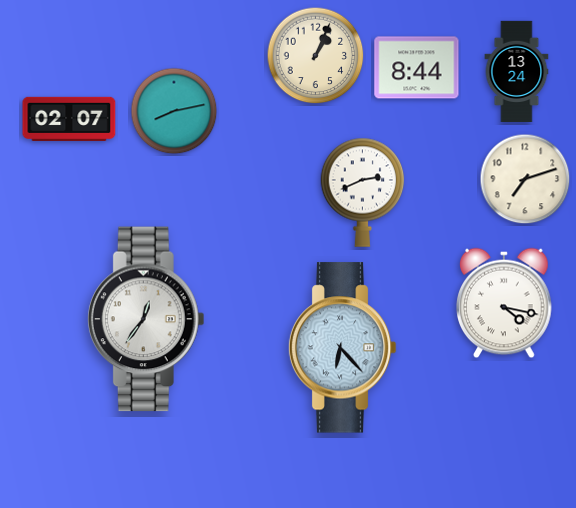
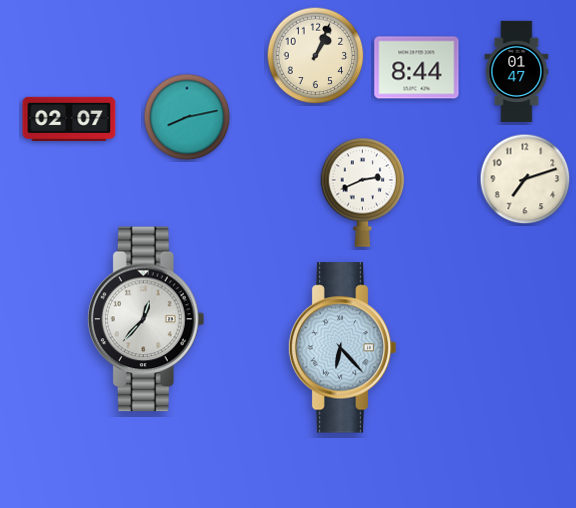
clock at (517, 71): 13:24 -> 01:47
clock at (174, 111) position: (174, 111) -> (187, 117)
clock at (504, 303): 4:17 -> none
clock at (146, 319): 12:36 -> 12:37
